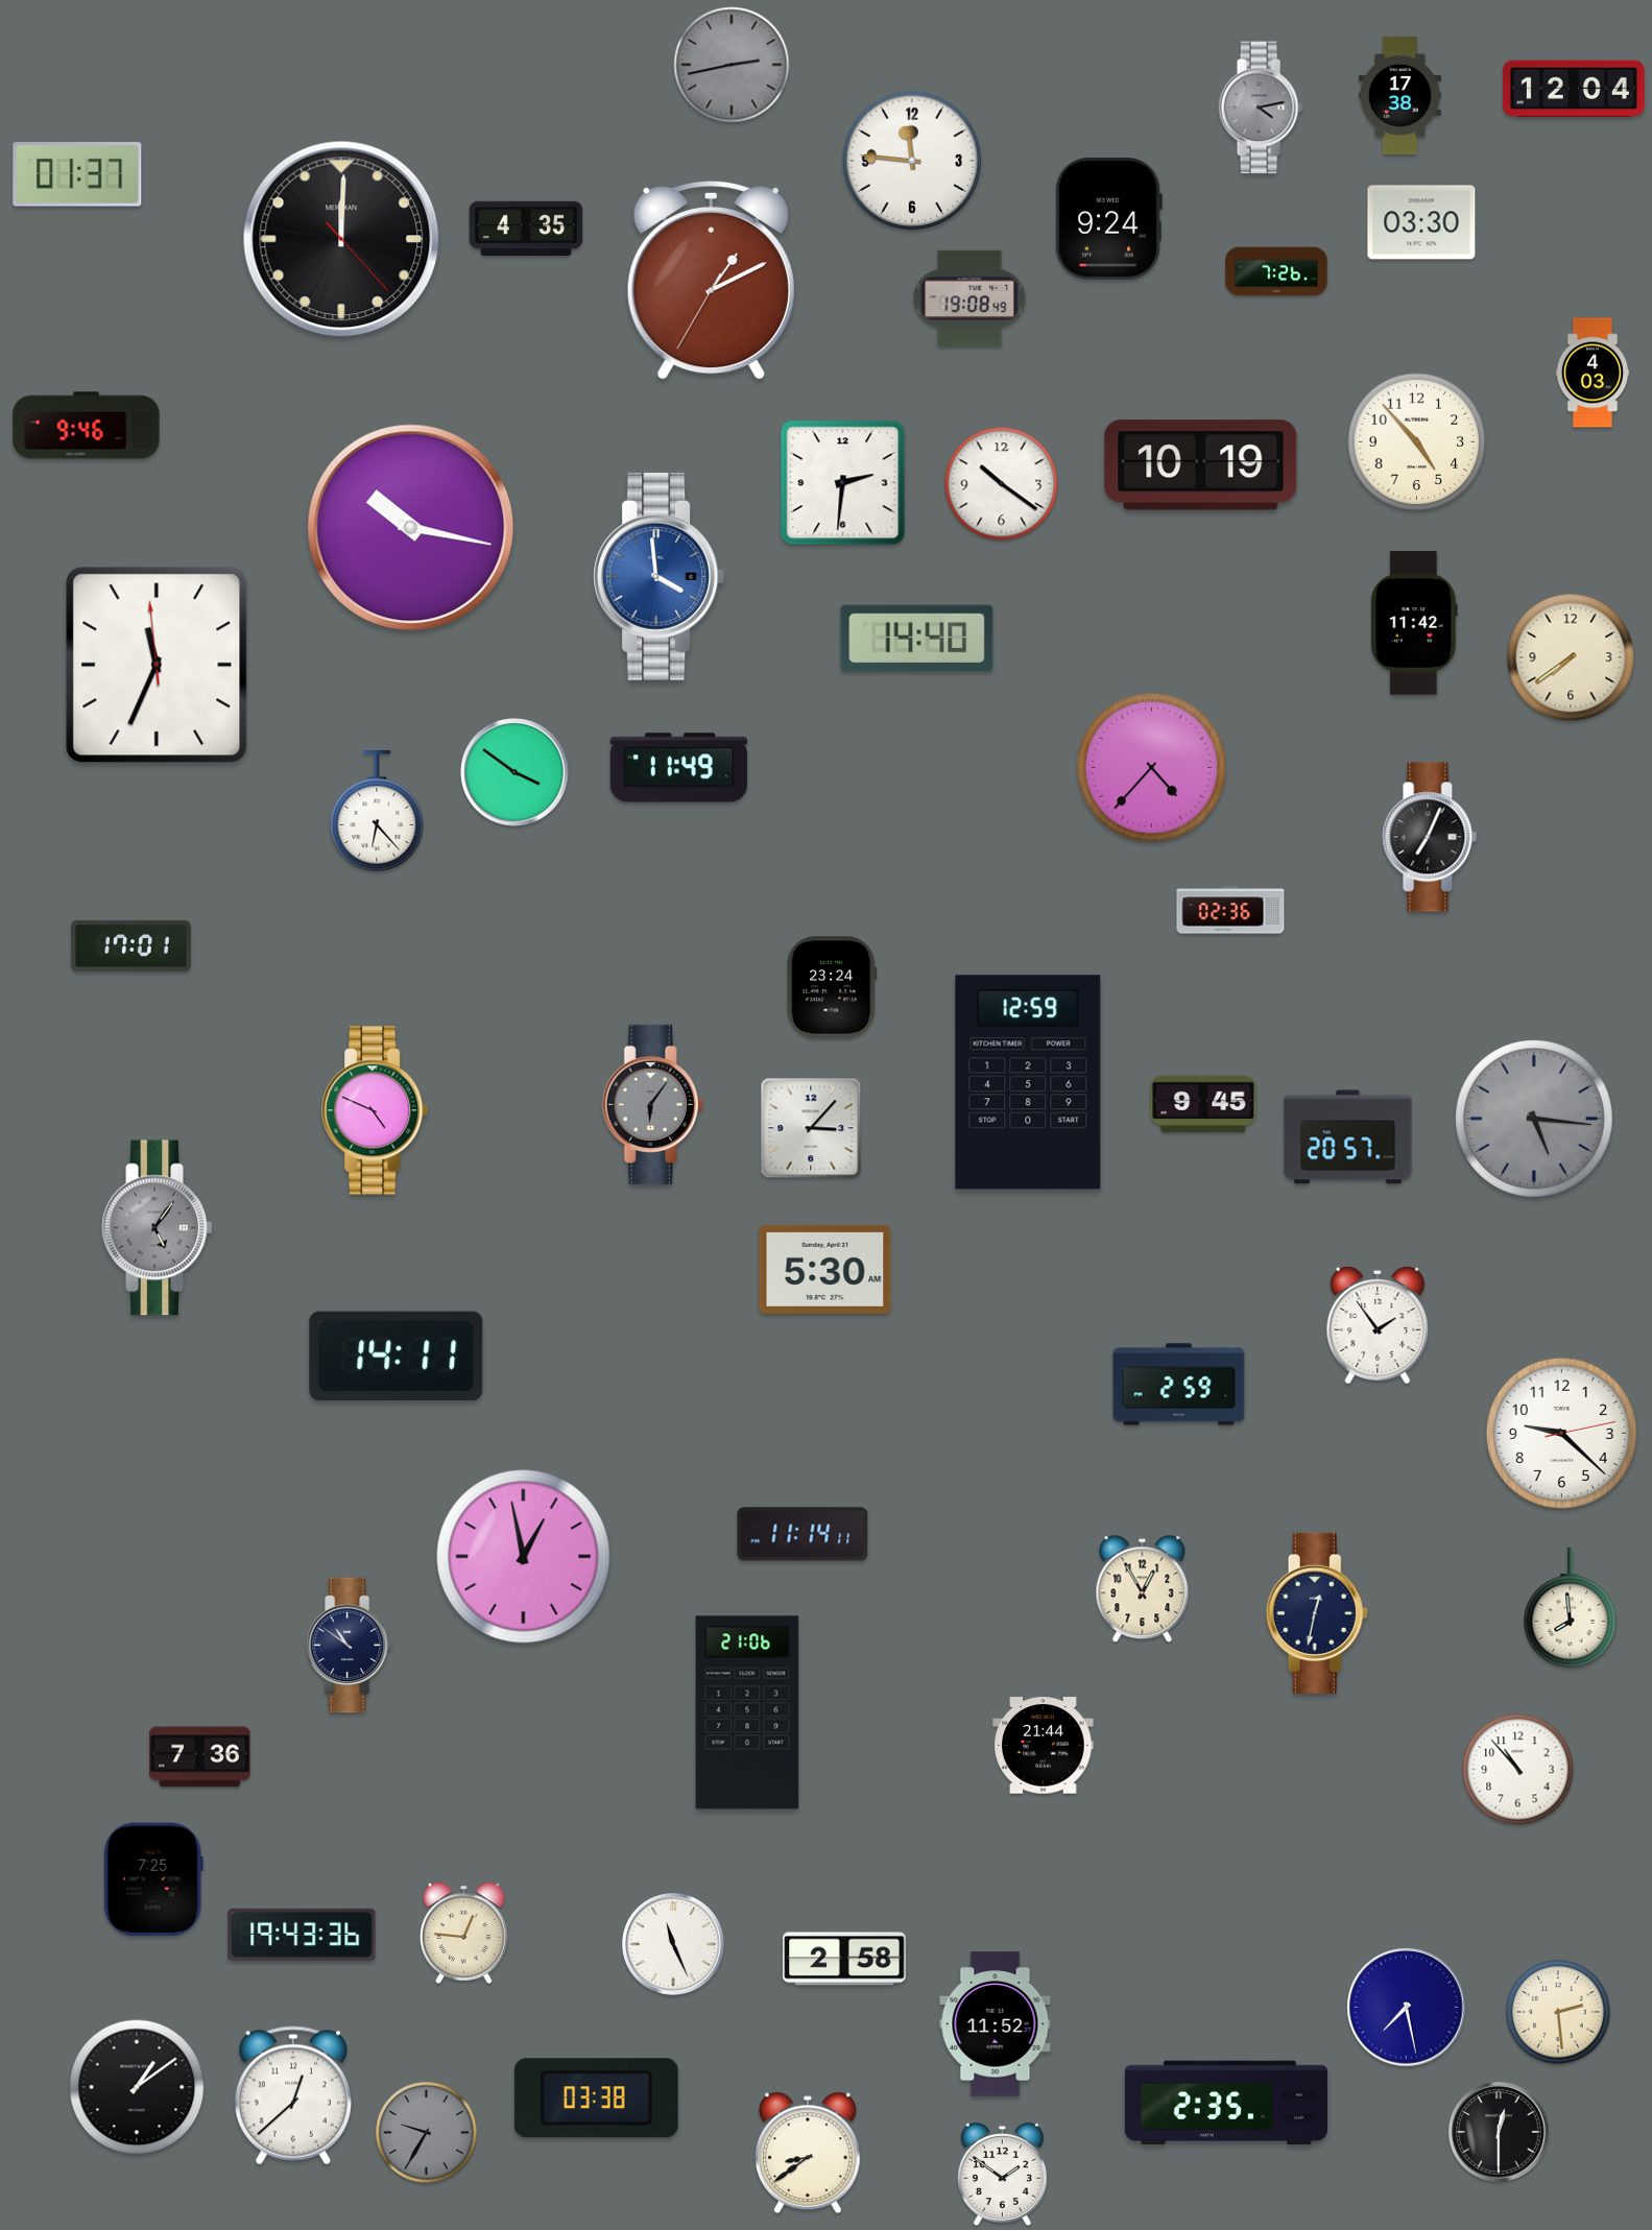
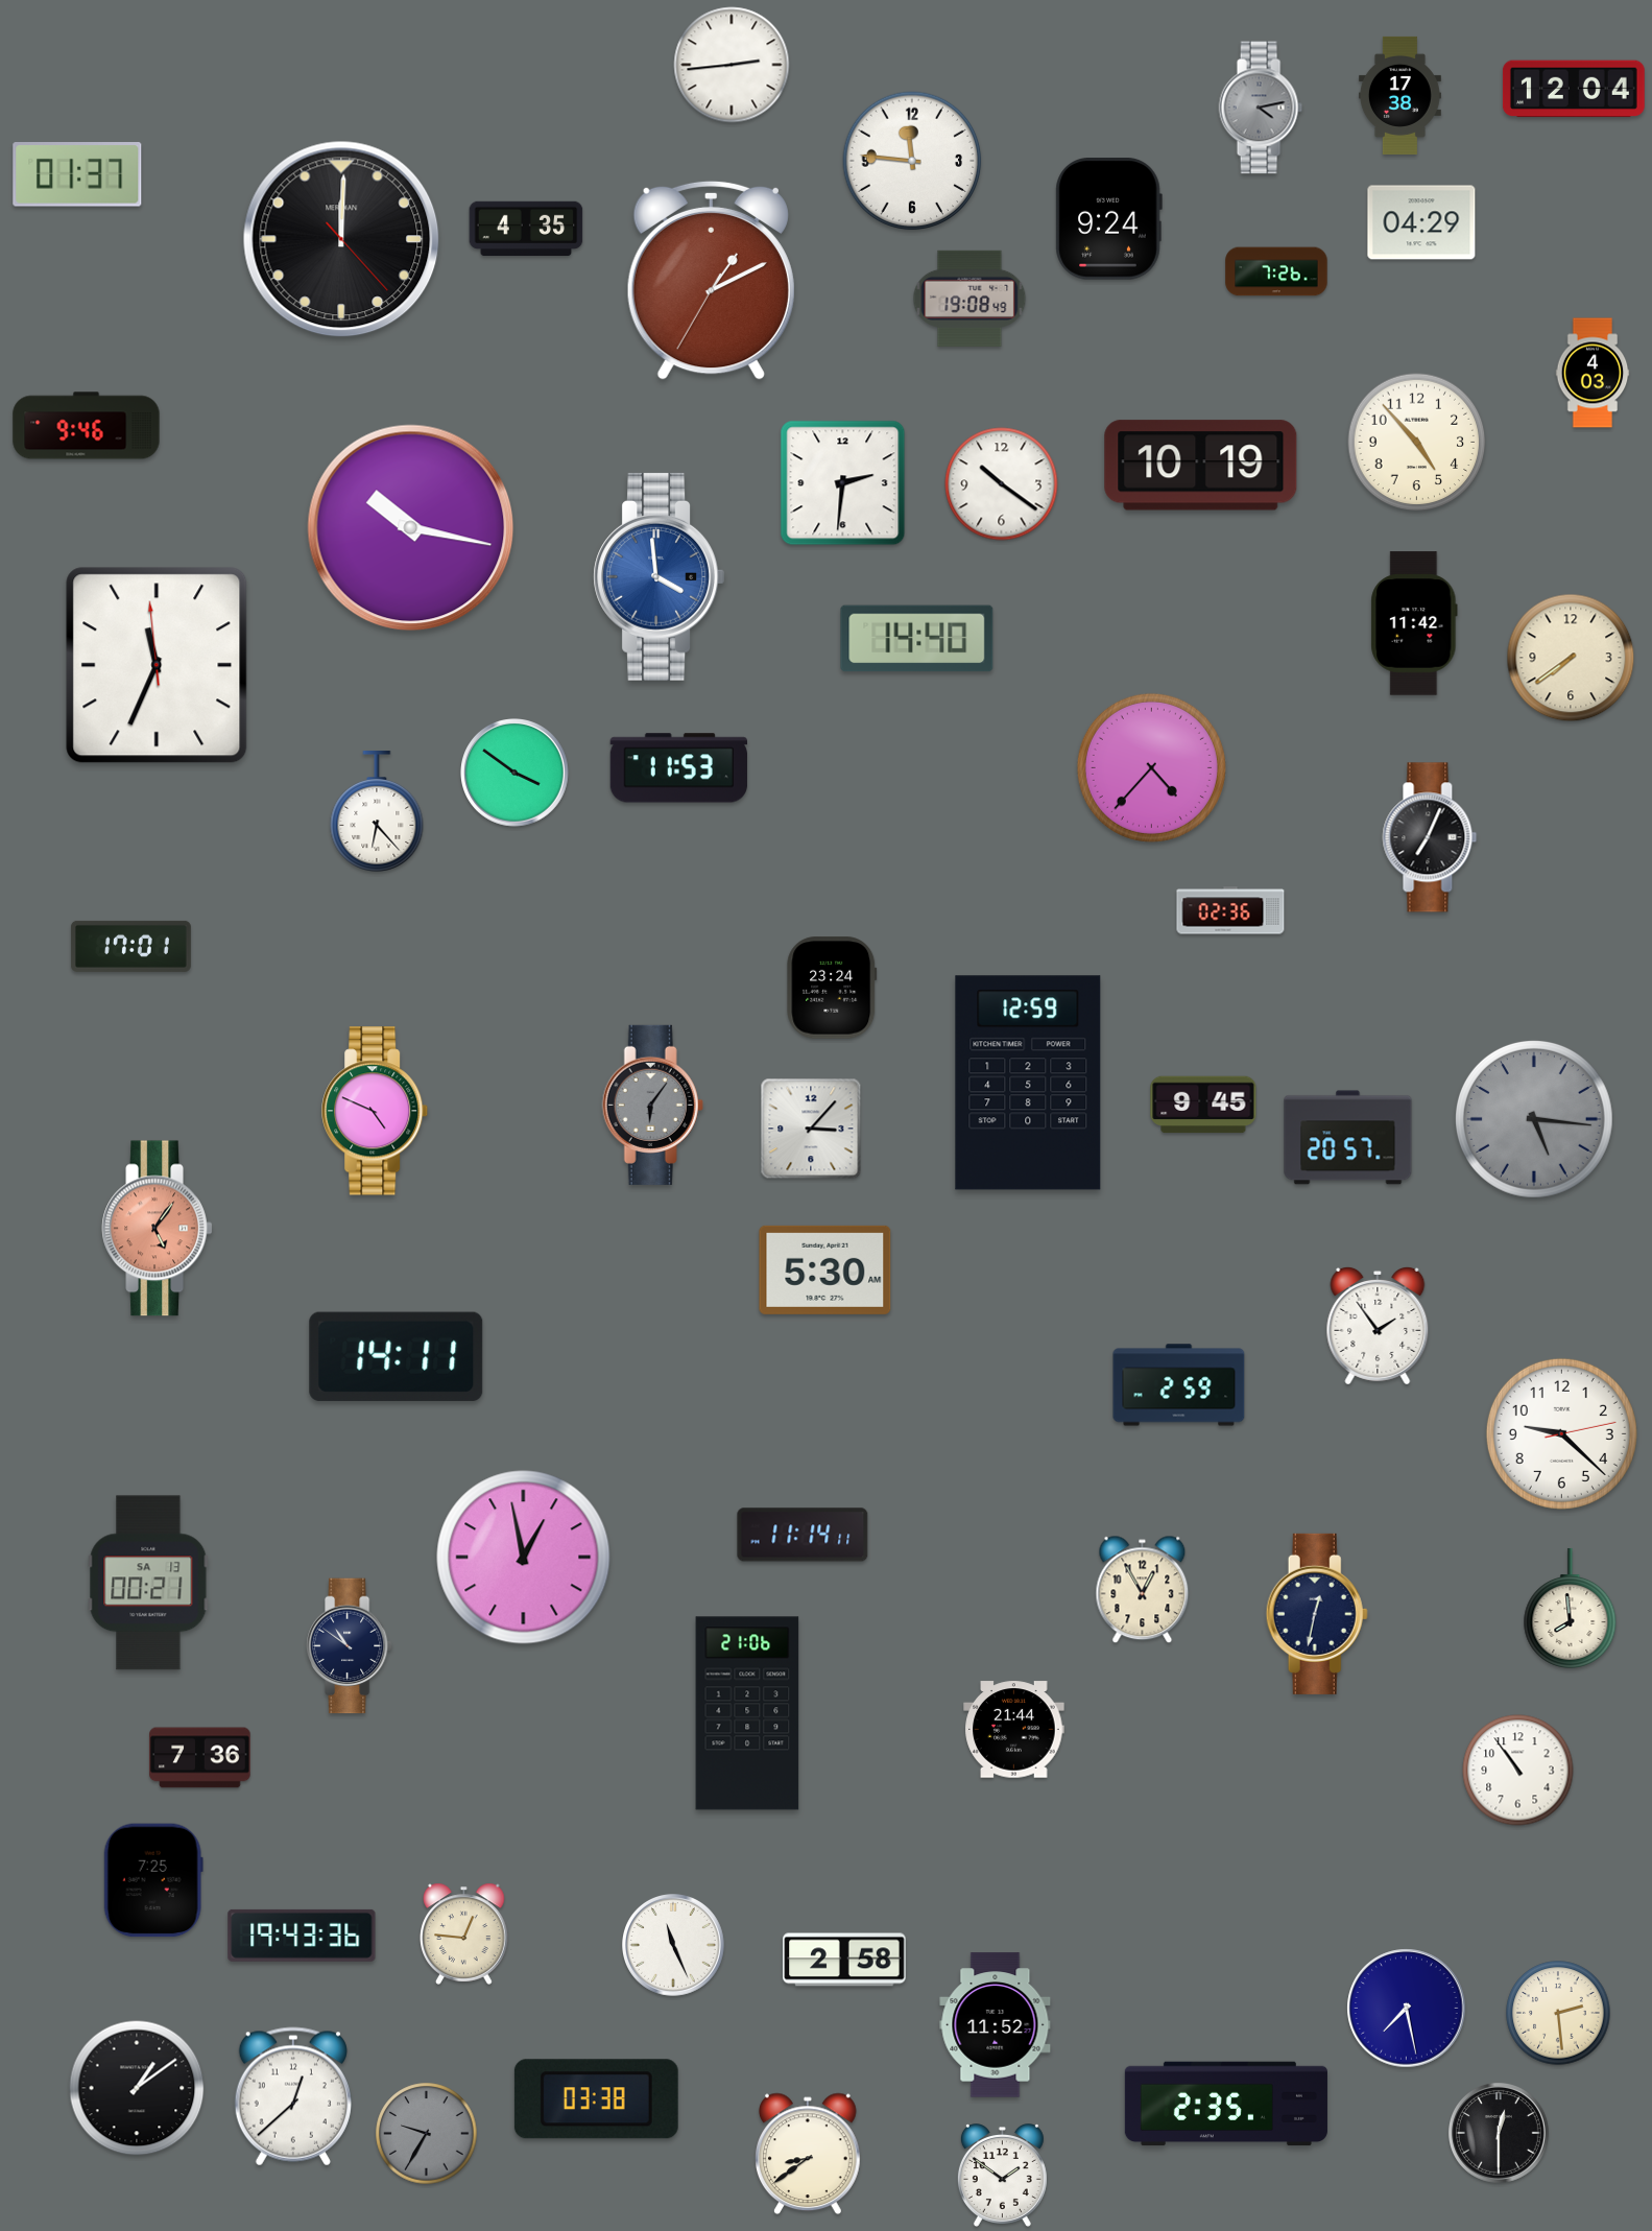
clock at (732, 65): 2:43 -> 2:44
clock at (732, 65) dial: grey -> white
clock at (1421, 222): 03:30 -> 04:29
clock at (678, 768): 11:49 -> 11:53
clock at (158, 1228) dial: grey -> salmon
clock at (148, 1583): none -> 00:21
clock at (1044, 1746) position: (1044, 1746) -> (1014, 1730)
clock at (1518, 1770): 10:53 -> 10:54
